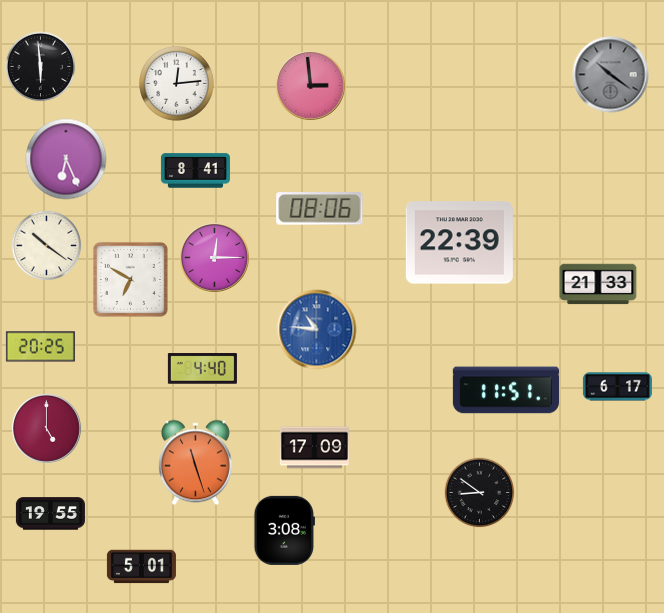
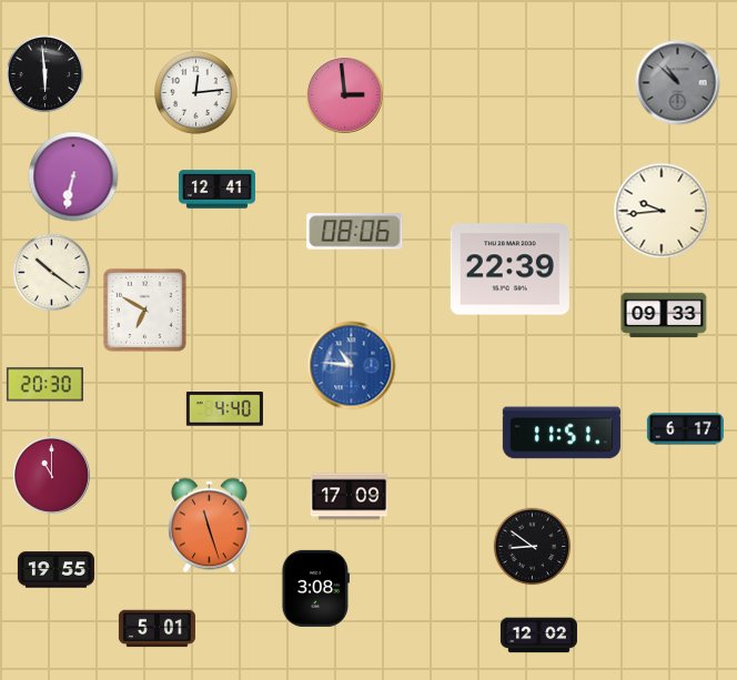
clock at (611, 75): 10:21 -> 10:52
clock at (66, 159): 6:26 -> 6:32
clock at (195, 171): 8:41 -> 12:41
clock at (662, 211): none -> 9:44
clock at (215, 258): 12:15 -> none
clock at (598, 284): 21:33 -> 09:33
clock at (40, 347): 20:25 -> 20:30
clock at (47, 429): 5:00 -> 11:00
clock at (196, 463) position: (196, 463) -> (210, 526)
clock at (538, 636): none -> 12:02
